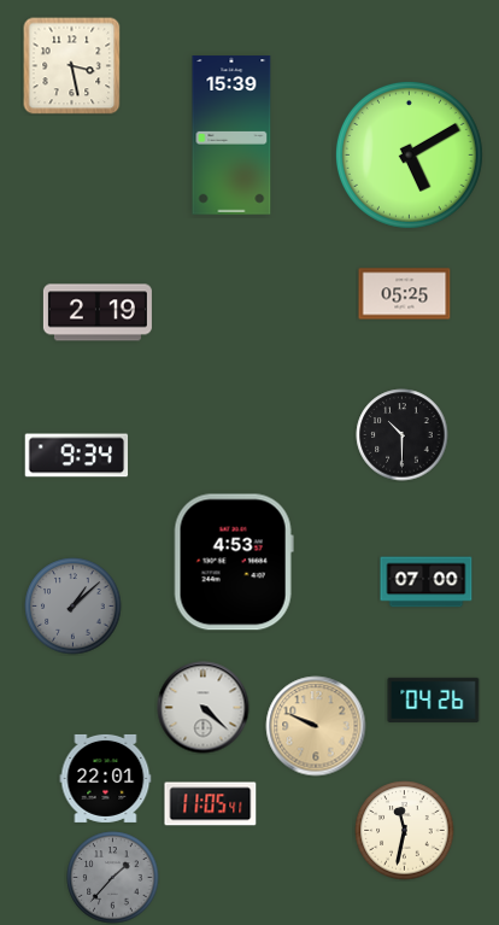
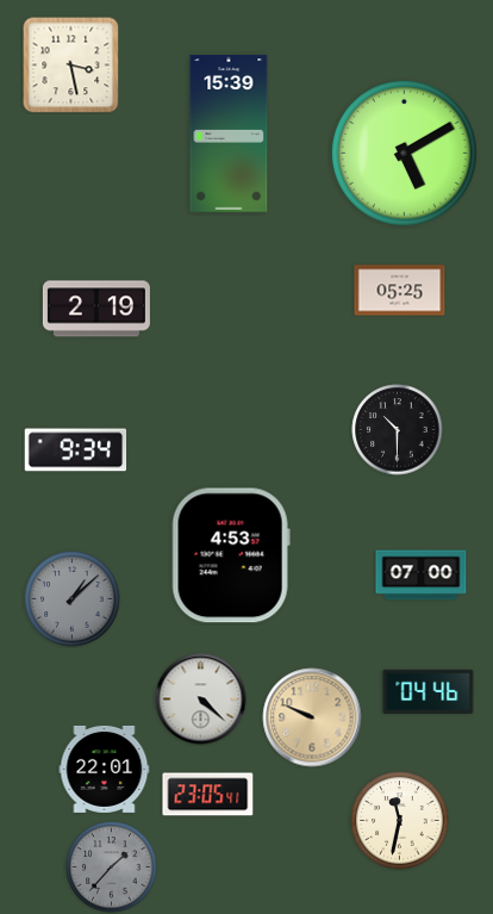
clock at (434, 699): 04:26 -> 04:46
clock at (211, 804): 11:05 -> 23:05
